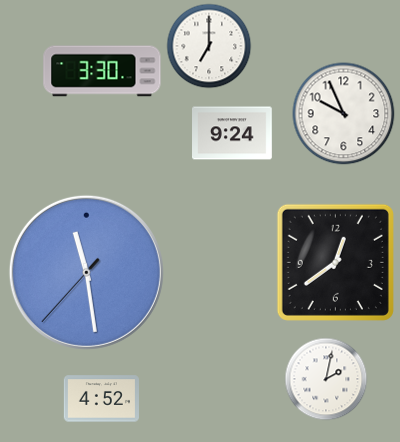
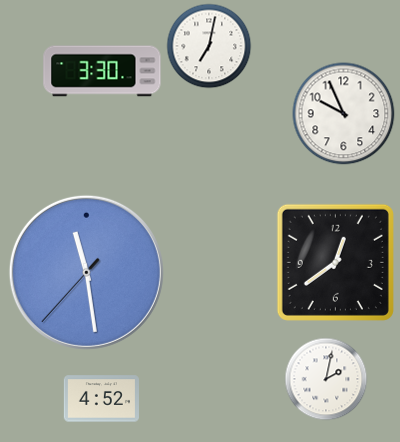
clock at (209, 46): 7:00 -> 7:02
clock at (232, 133): 9:24 -> none
